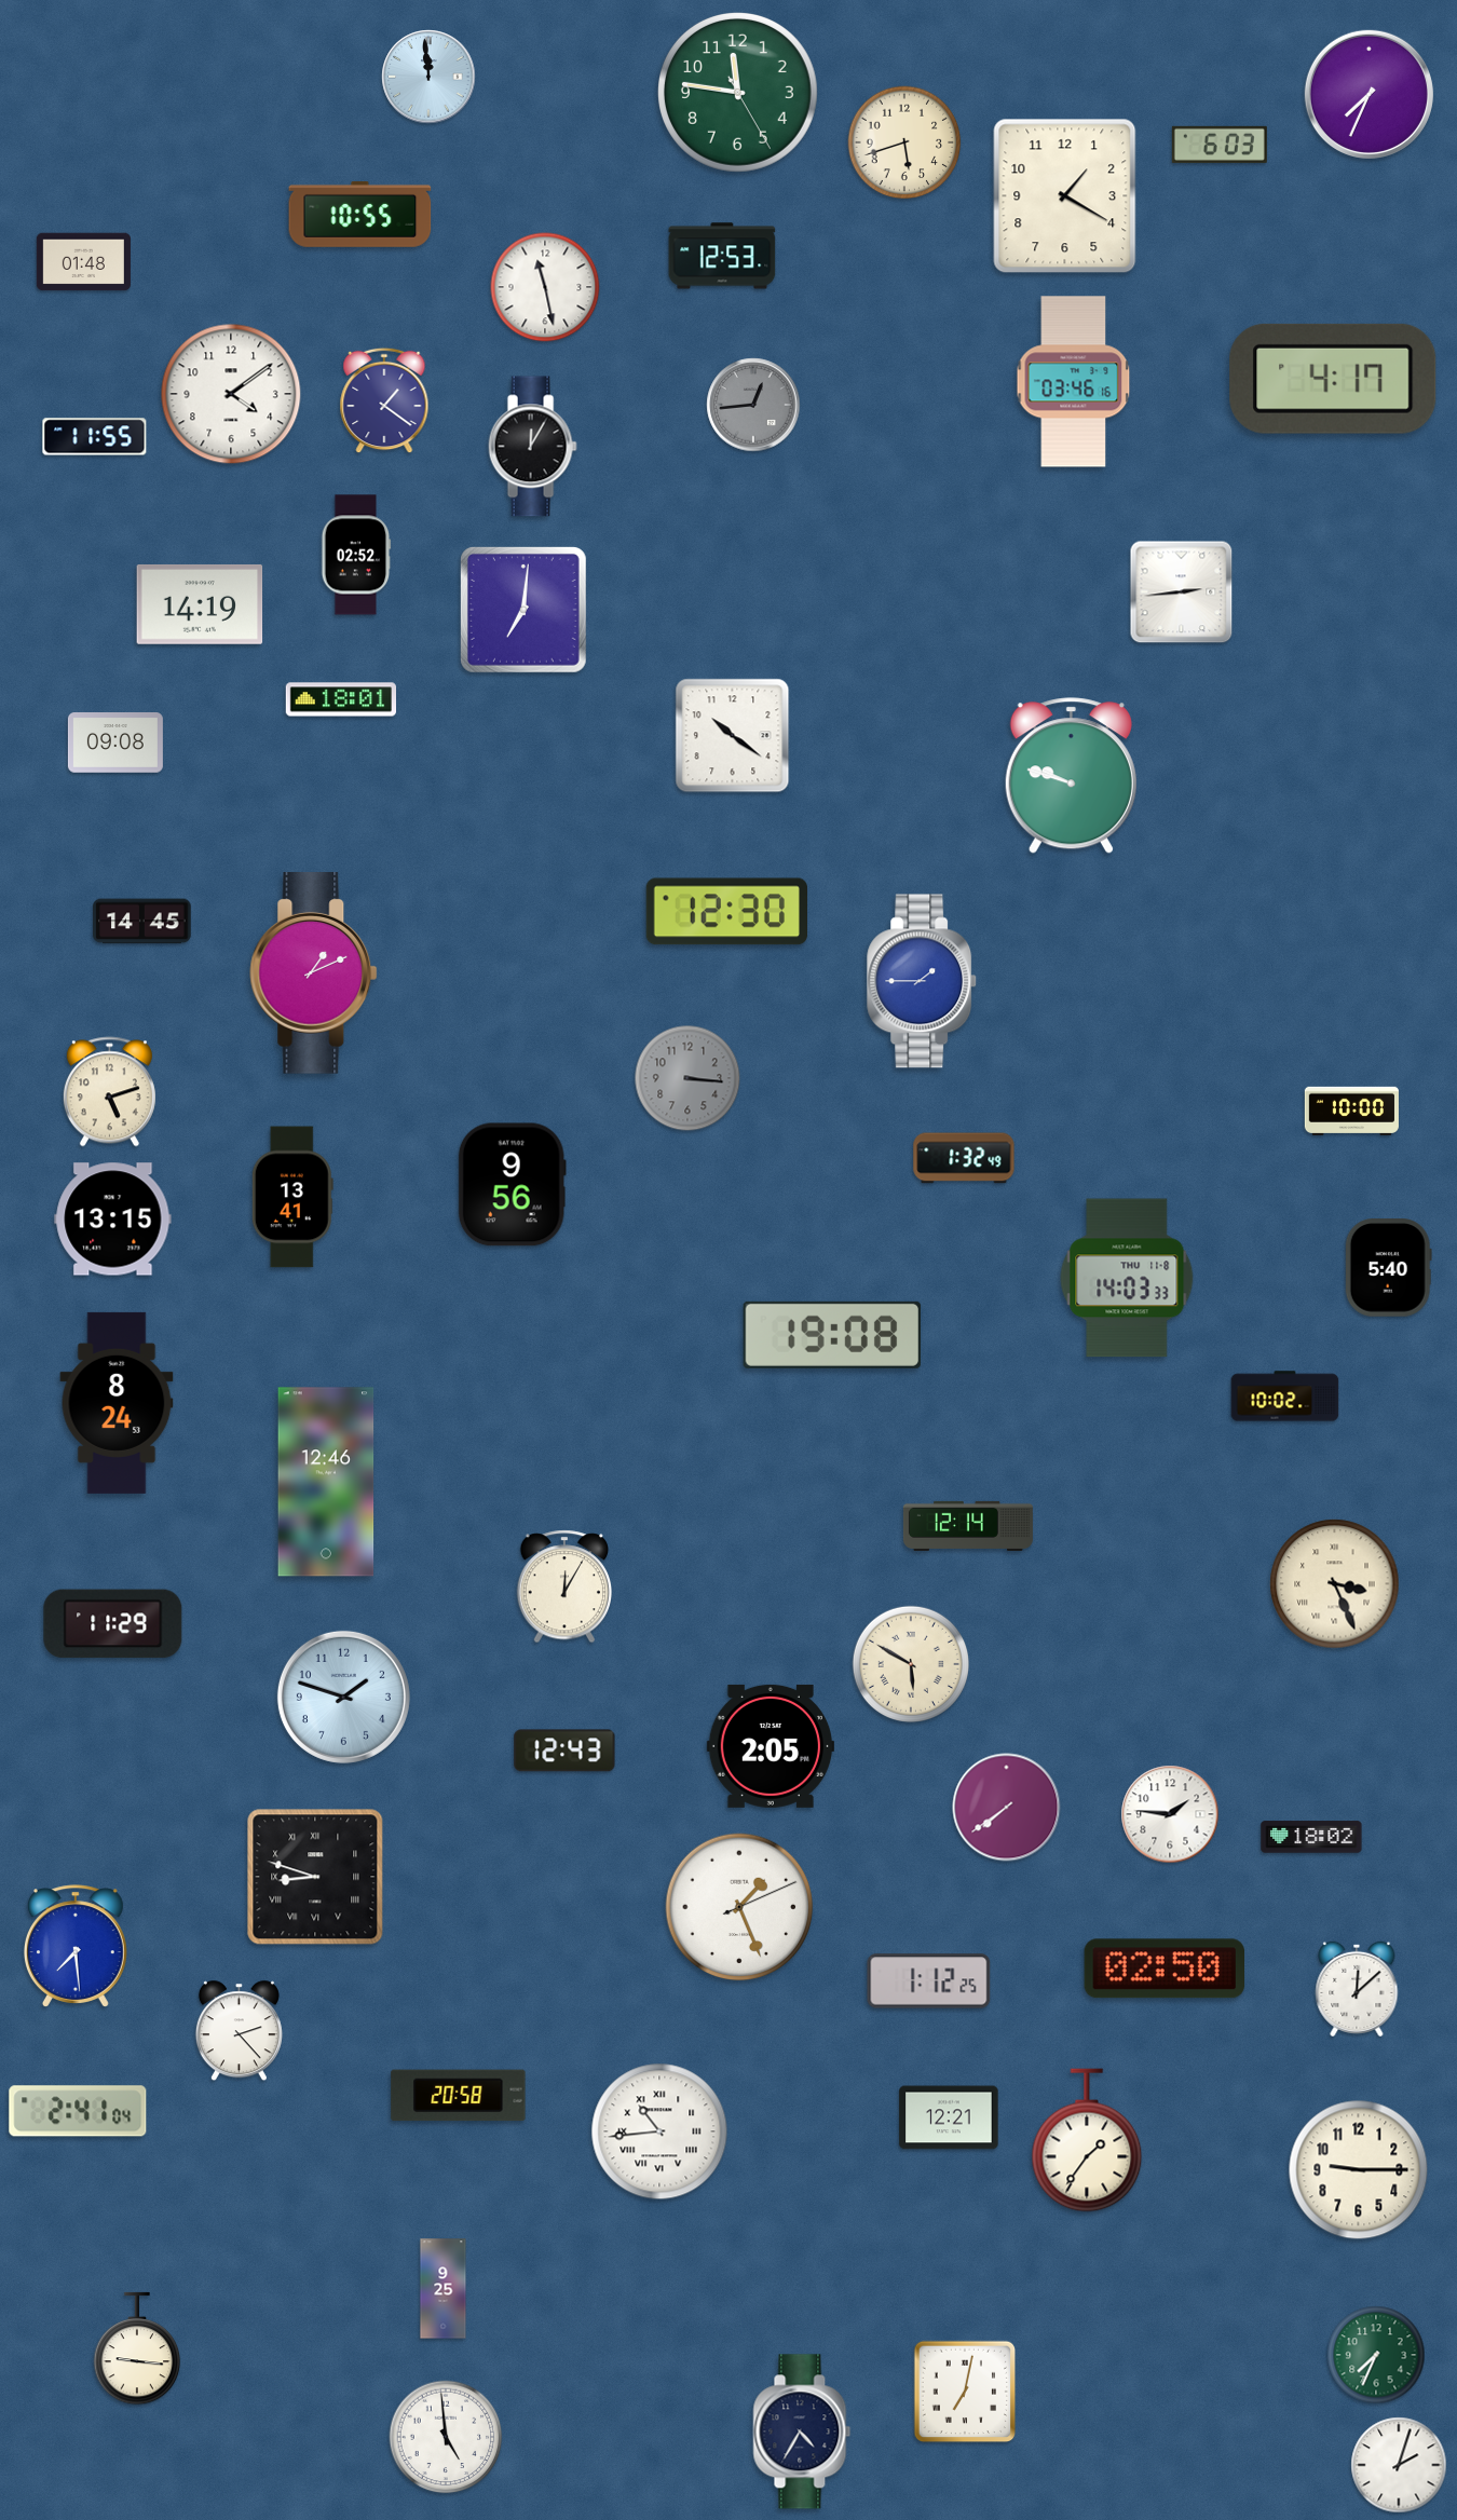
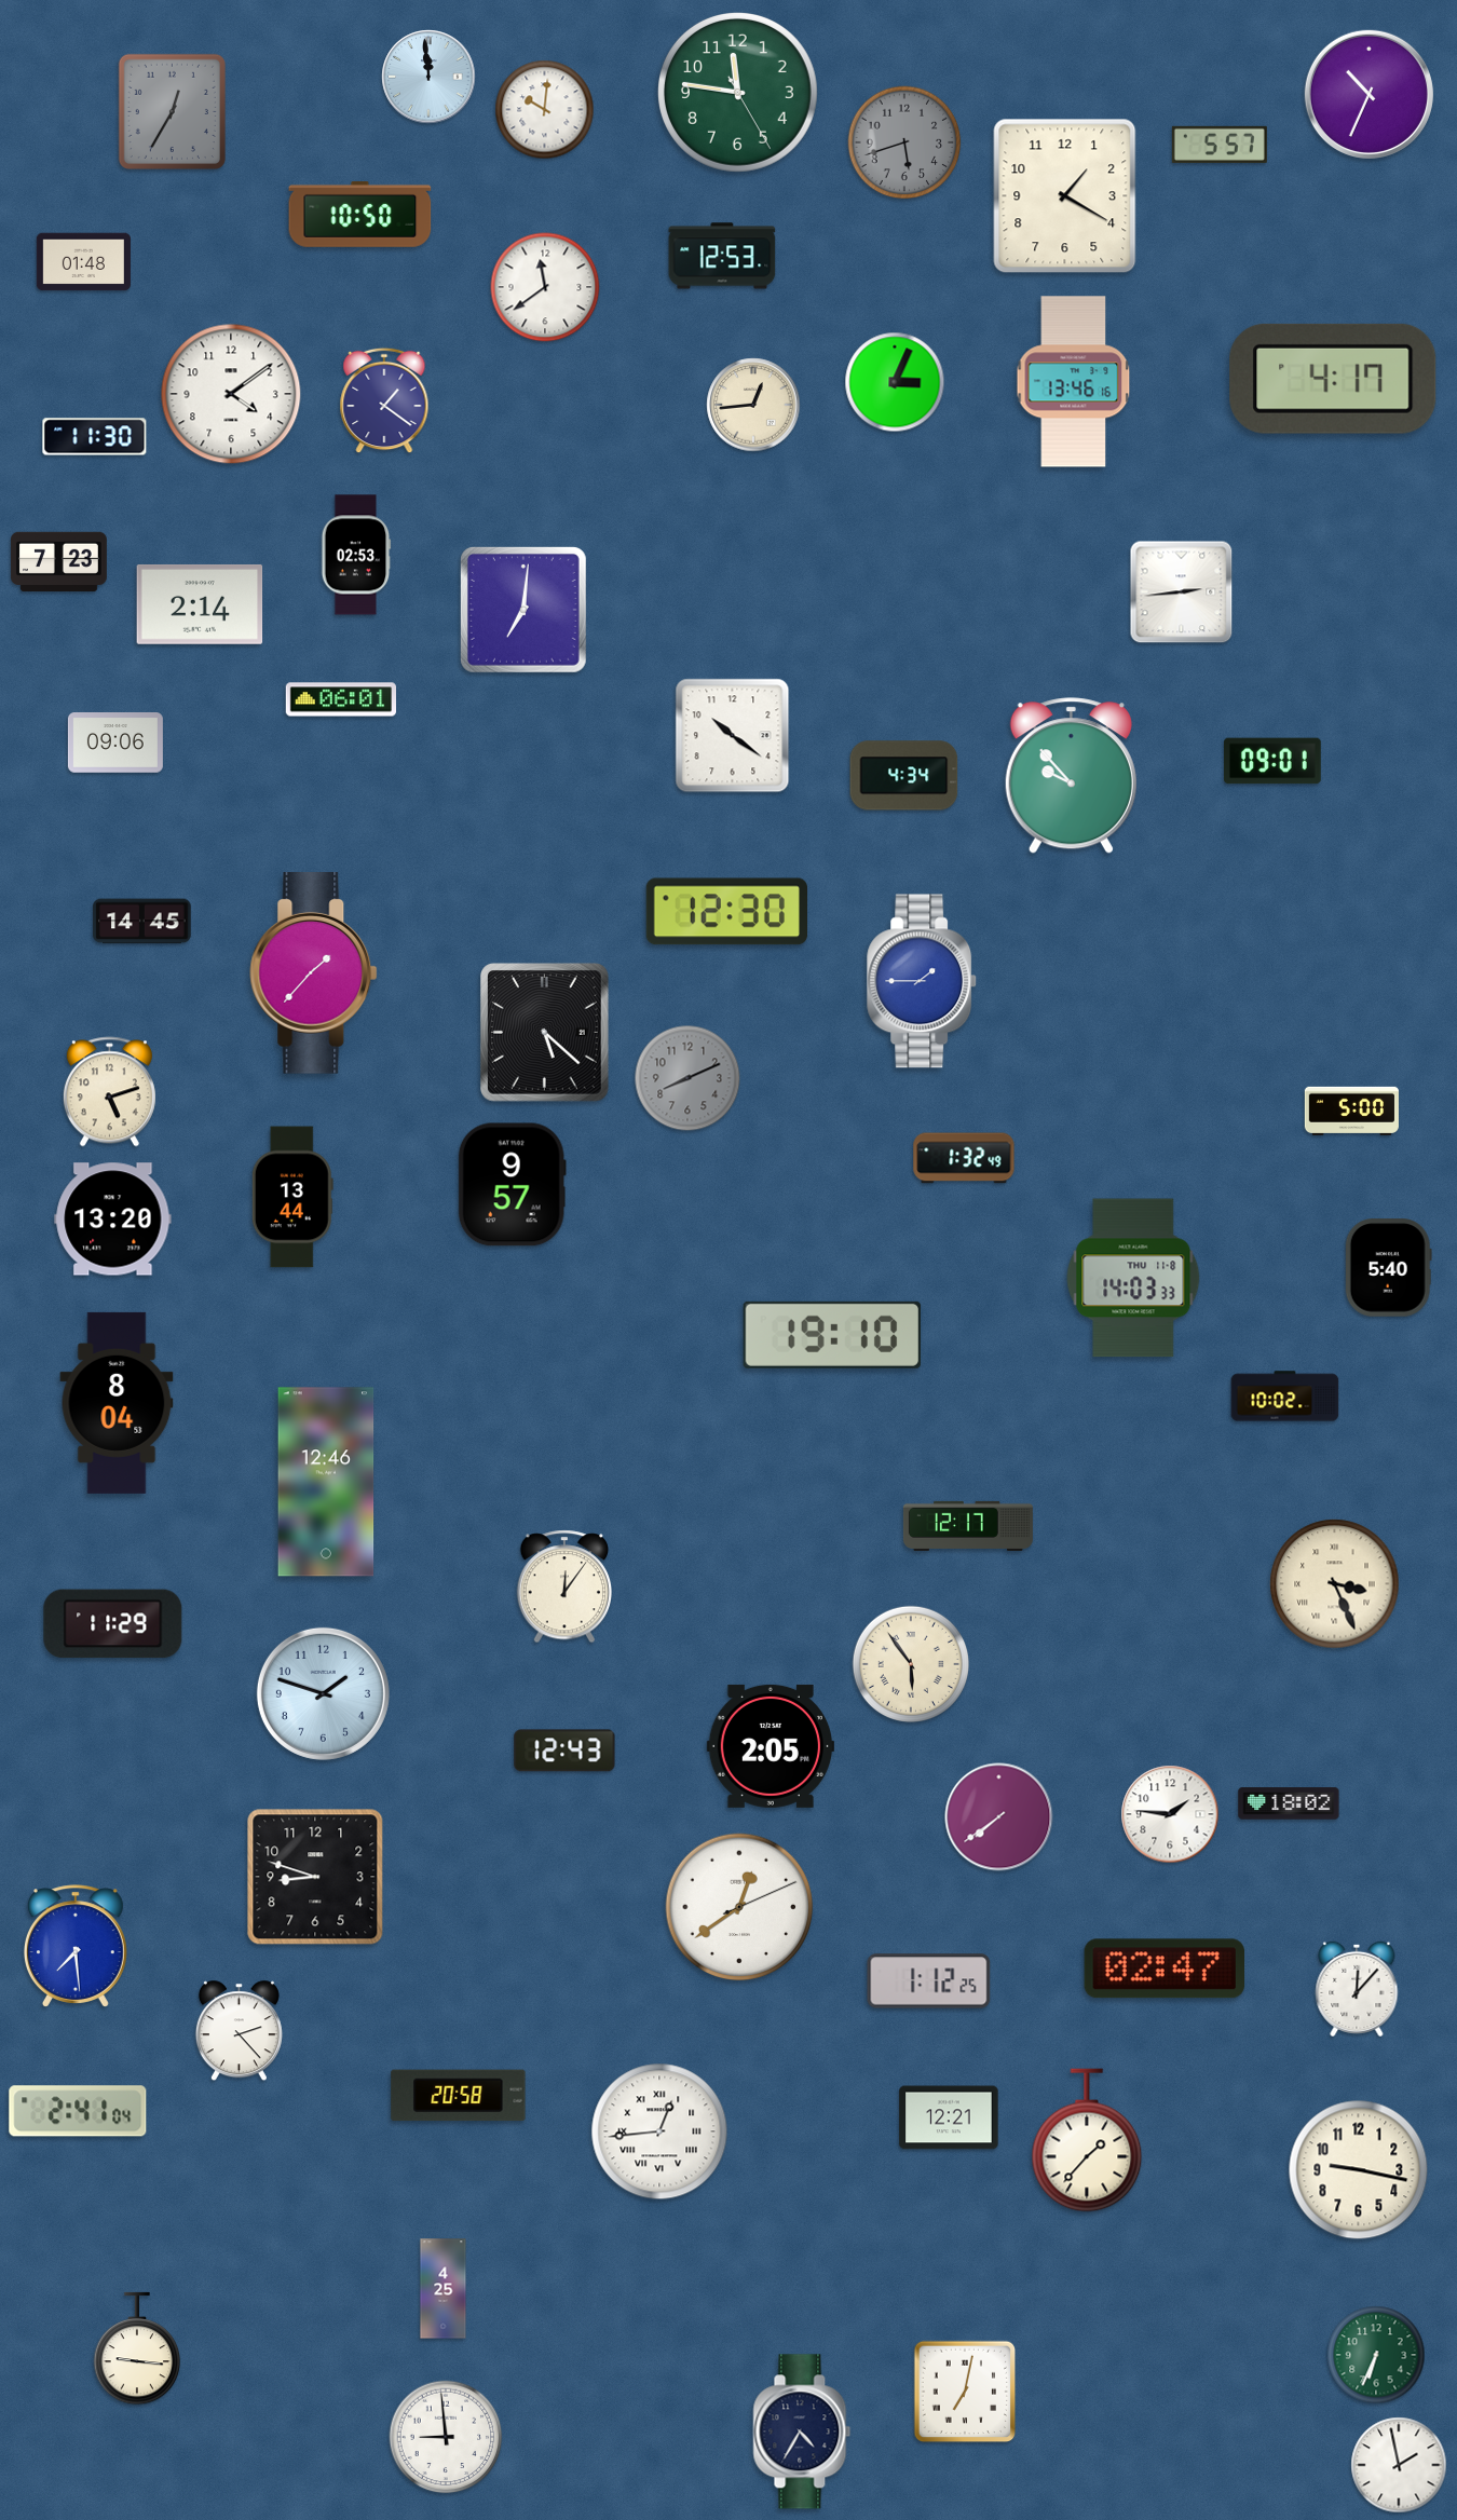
clock at (1369, 94): 7:34 -> 10:34
clock at (545, 110): none -> 10:01
clock at (172, 111): none -> 12:35
clock at (904, 142) dial: cream -> grey
clock at (1220, 145): 6:03 -> 5:57
clock at (360, 214): 10:55 -> 10:50
clock at (545, 287): 11:28 -> 11:39
clock at (895, 382): none -> 3:04
clock at (1074, 382): 03:46 -> 13:46
clock at (753, 405) dial: grey -> cream
clock at (95, 437): 11:55 -> 11:30
clock at (532, 447): 12:05 -> none
clock at (356, 555): 02:52 -> 02:53
clock at (58, 562): none -> 7:23
clock at (200, 604): 14:19 -> 2:14
clock at (340, 699): 18:01 -> 06:01
clock at (115, 744): 09:08 -> 09:06
clock at (1274, 761): none -> 09:01
clock at (904, 776): none -> 4:34
clock at (1071, 776): 9:48 -> 9:53
clock at (314, 973): 1:11 -> 1:37
clock at (545, 1033): none -> 5:22
clock at (687, 1078): 3:16 -> 8:11
clock at (1351, 1111): 10:00 -> 5:00
clock at (512, 1185): 9:56 -> 9:57
clock at (292, 1197): 13:41 -> 13:44
clock at (113, 1220): 13:15 -> 13:20
clock at (1127, 1278) position: (1127, 1278) -> (1133, 1278)
clock at (832, 1335): 19:08 -> 19:10
clock at (117, 1403): 8:24 -> 8:04
clock at (968, 1526): 12:14 -> 12:17
clock at (564, 1586): 12:05 -> 12:06
clock at (910, 1663): 5:50 -> 5:54
clock at (343, 1697) position: (343, 1697) -> (323, 1693)
clock at (1007, 1808) position: (1007, 1808) -> (999, 1817)
clock at (1311, 1837) position: (1311, 1837) -> (1289, 1803)
clock at (315, 1877) numerals: Roman -> Arabic
clock at (739, 1907): 1:26 -> 12:39
clock at (1163, 1969): 02:50 -> 02:47
clock at (1357, 1988): 12:08 -> 12:07
clock at (659, 2131): 10:44 -> 12:44
clock at (1087, 2140): 1:36 -> 1:37
clock at (1359, 2170): 9:15 -> 9:17
clock at (444, 2289): 9:25 -> 4:25
clock at (1376, 2355): 7:34 -> 6:34
clock at (446, 2437): 4:59 -> 8:59
clock at (1399, 2465): 2:03 -> 1:58
